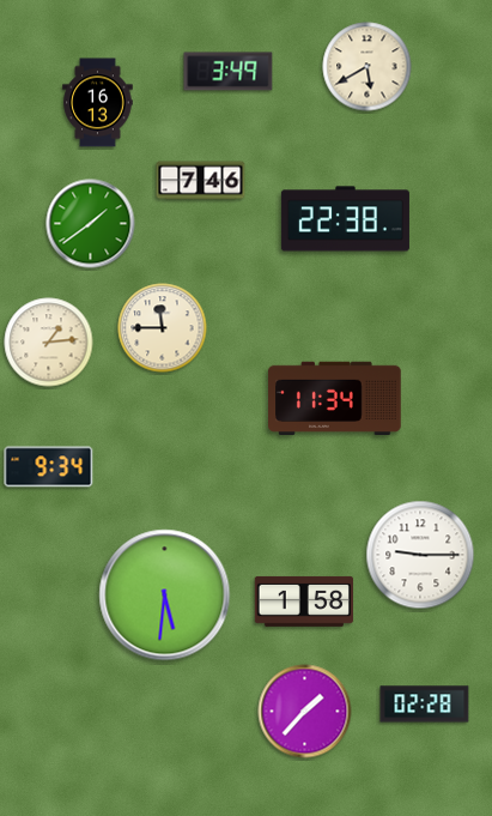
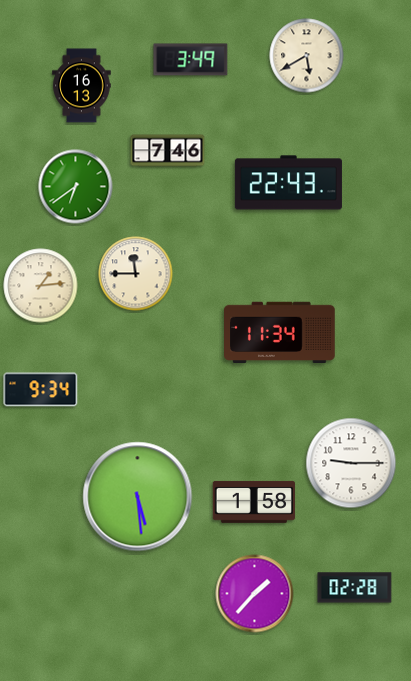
clock at (345, 219): 22:38 -> 22:43
clock at (91, 224): 1:39 -> 6:39
clock at (165, 596): 5:31 -> 5:29
